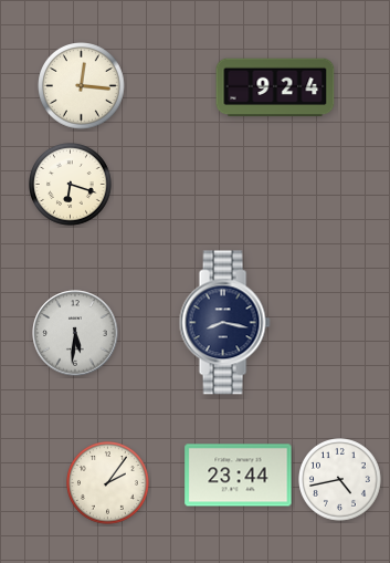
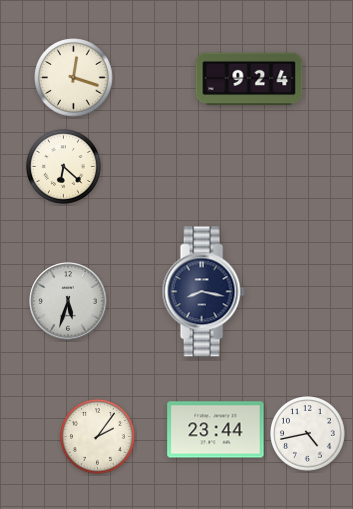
clock at (82, 86): 12:16 -> 12:18
clock at (71, 185): 6:18 -> 6:22
clock at (75, 333): 5:31 -> 5:33
